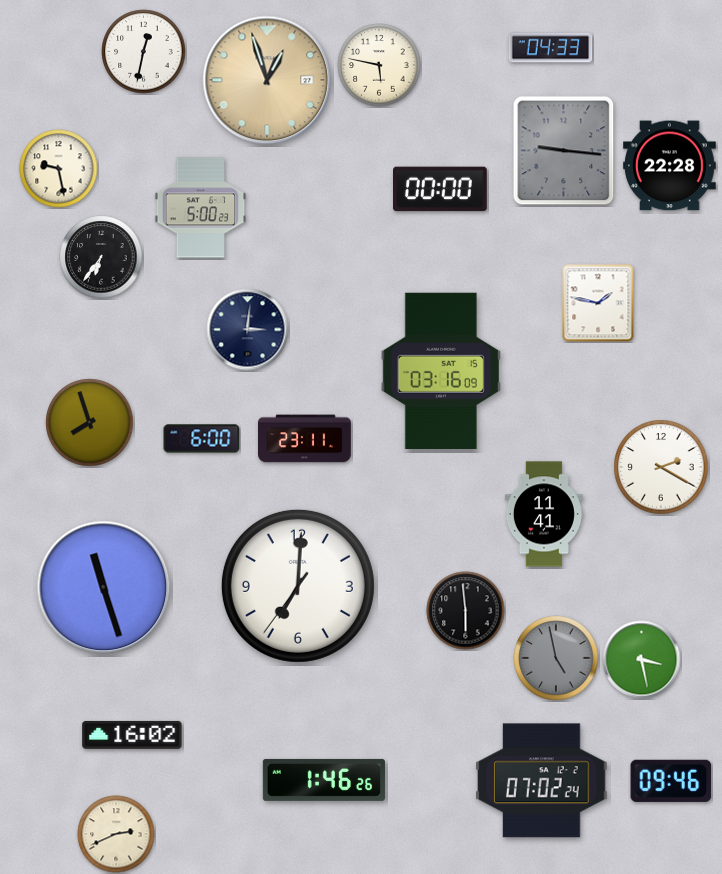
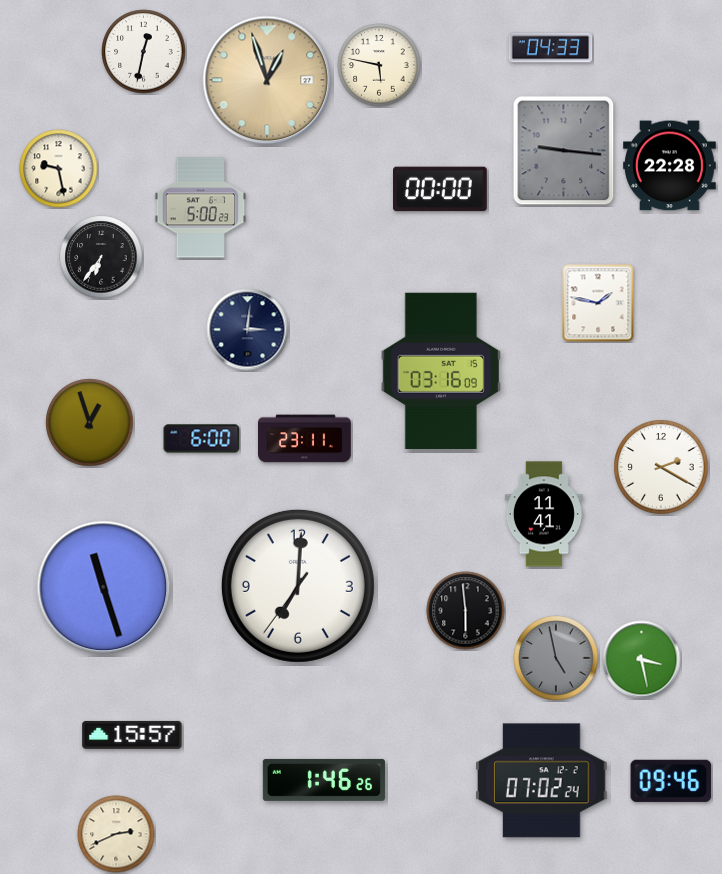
clock at (90, 423): 7:57 -> 12:57
clock at (132, 735): 16:02 -> 15:57
